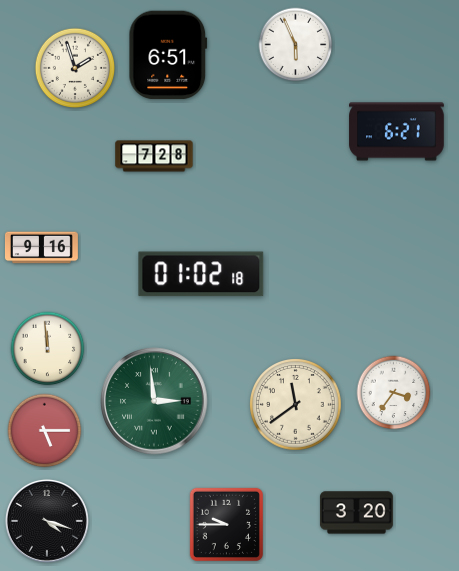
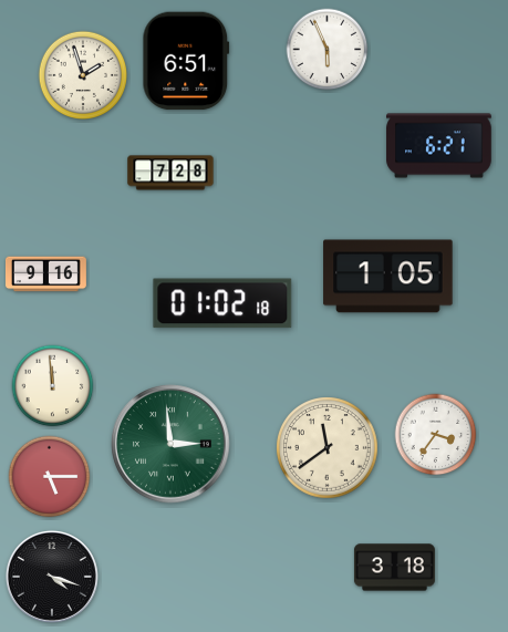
clock at (388, 277): none -> 1:05
clock at (356, 513): 3:20 -> 3:18
clock at (226, 524): 9:45 -> none
